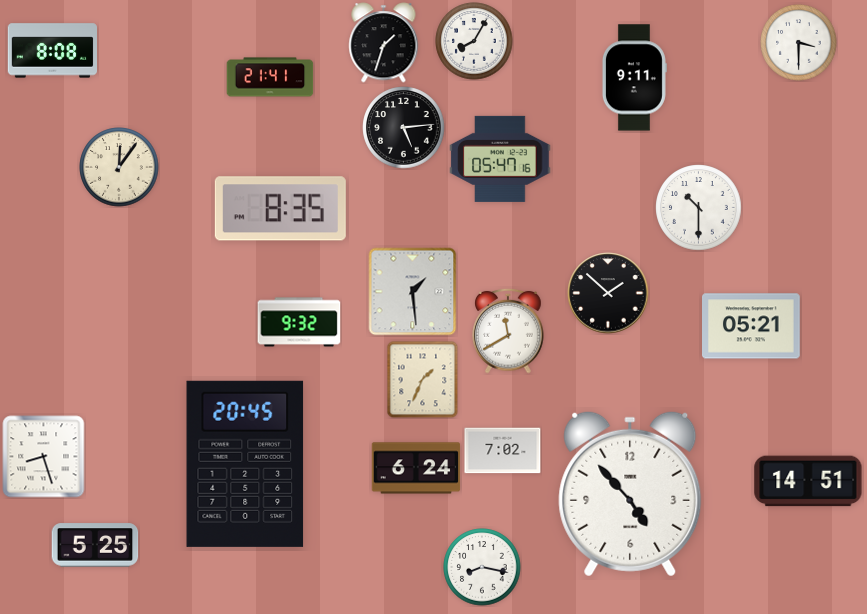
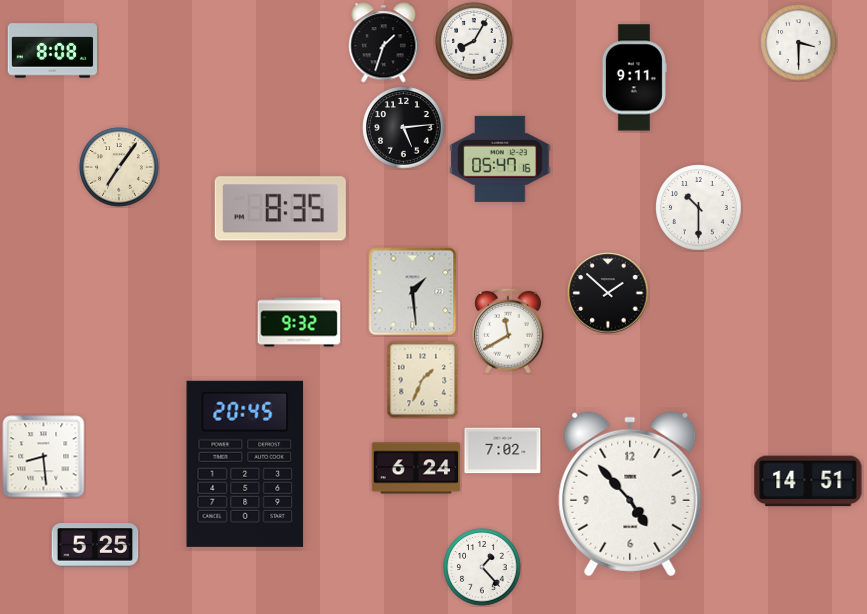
clock at (270, 77): 21:41 -> none
clock at (119, 167): 12:06 -> 7:06
clock at (752, 326): 05:21 -> none
clock at (44, 457): 8:27 -> 8:29
clock at (482, 567): 8:17 -> 1:23
